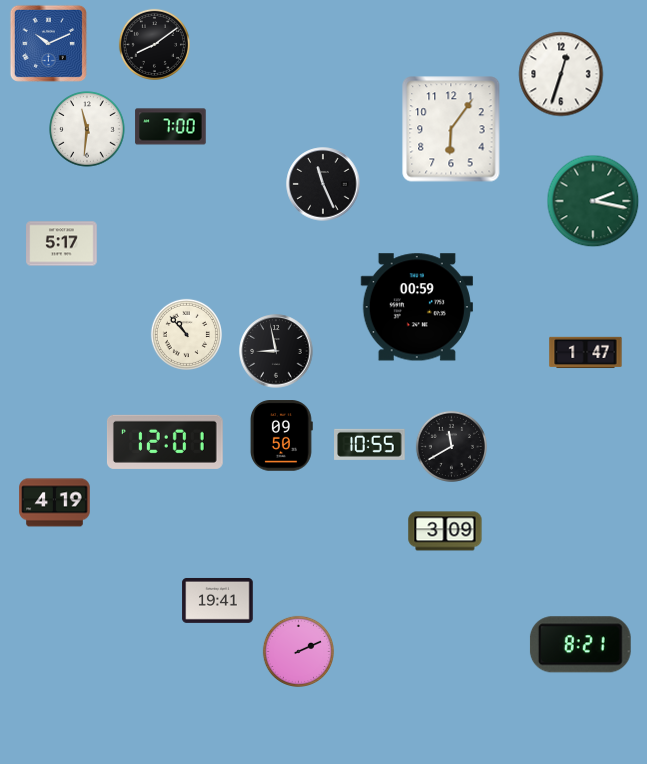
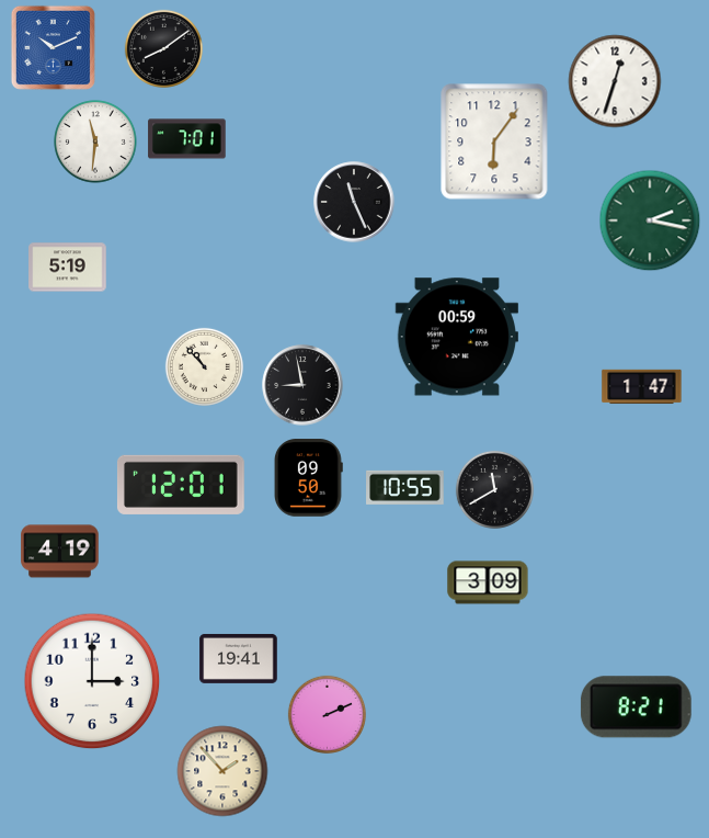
clock at (154, 44) position: (154, 44) -> (163, 48)
clock at (171, 127): 7:00 -> 7:01
clock at (62, 244): 5:17 -> 5:19
clock at (92, 681): none -> 3:00
clock at (222, 771): none -> 1:53
